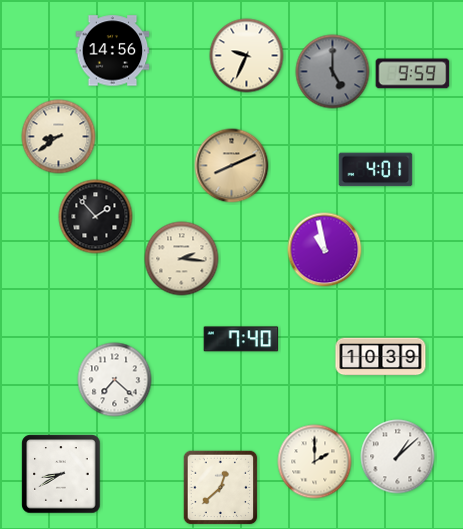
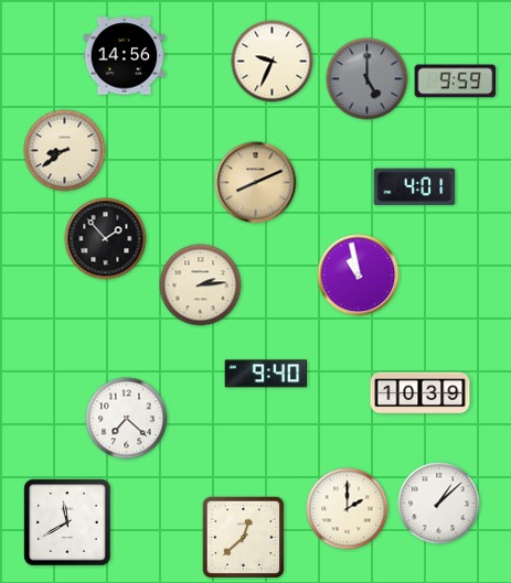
clock at (182, 259): 2:16 -> 2:14
clock at (241, 339): 7:40 -> 9:40
clock at (61, 474): 8:40 -> 11:40
